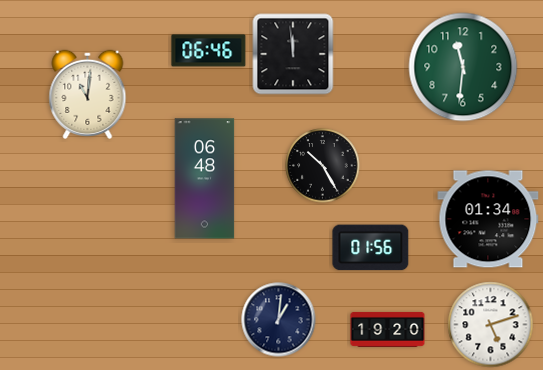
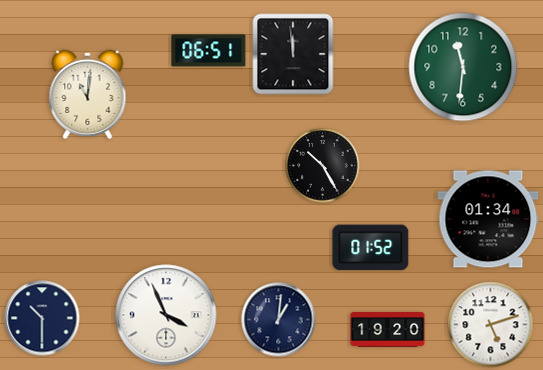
clock at (209, 51): 06:46 -> 06:51
clock at (205, 179): 06:48 -> none
clock at (371, 248): 01:56 -> 01:52
clock at (166, 315): none -> 3:56
clock at (42, 318): none -> 10:30
